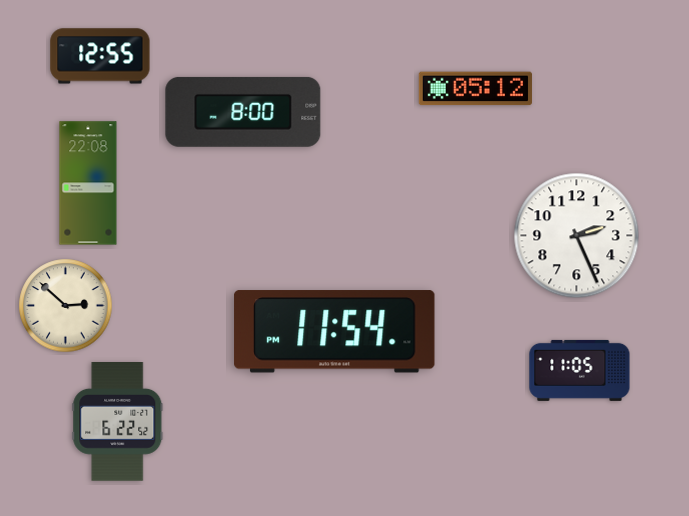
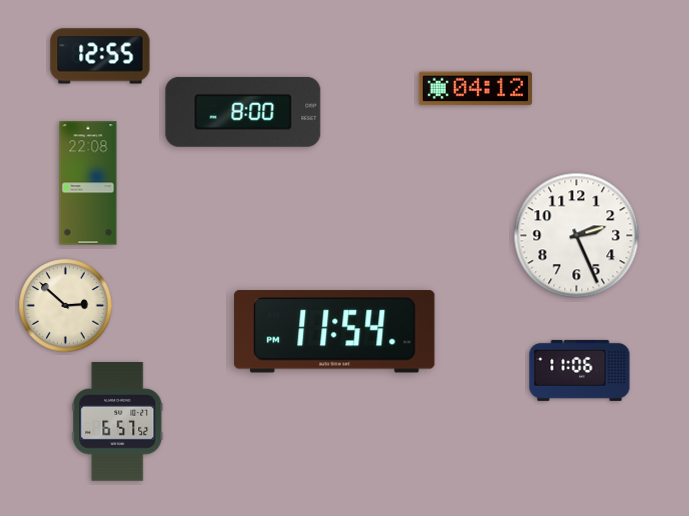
clock at (475, 89): 05:12 -> 04:12
clock at (580, 370): 11:05 -> 11:06
clock at (118, 422): 6:22 -> 6:57
